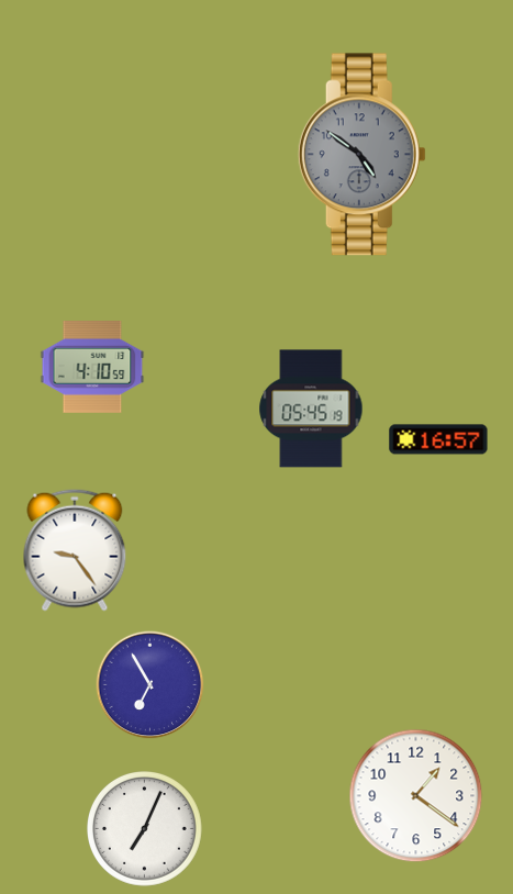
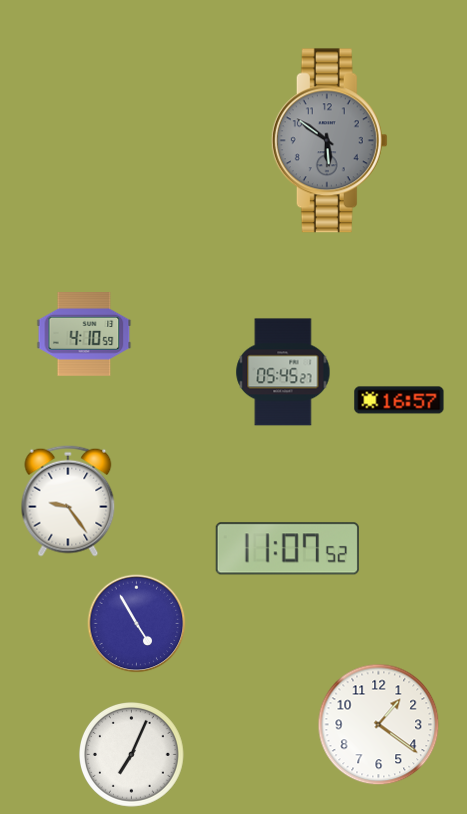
clock at (361, 155): 4:51 -> 5:51
clock at (311, 409): 05:45:19 -> 05:45:27
clock at (287, 549): none -> 11:07
clock at (150, 685): 6:55 -> 4:55
